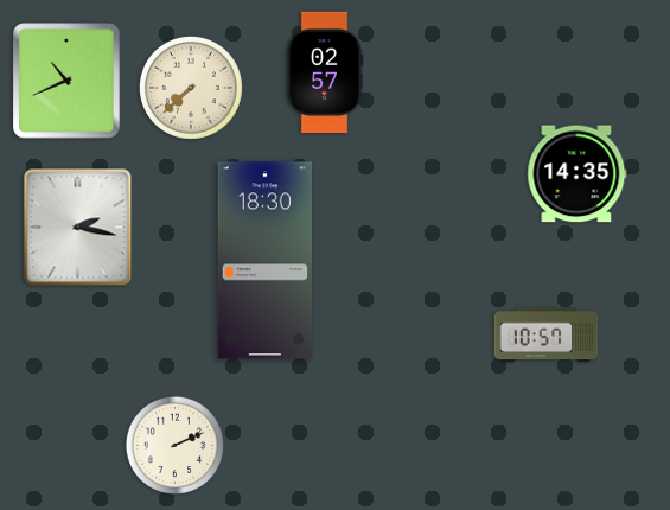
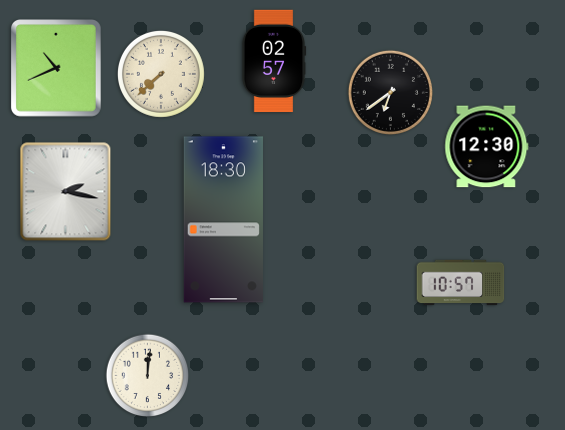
clock at (390, 92): none -> 6:39
clock at (578, 174): 14:35 -> 12:30
clock at (176, 446): 2:11 -> 12:01
